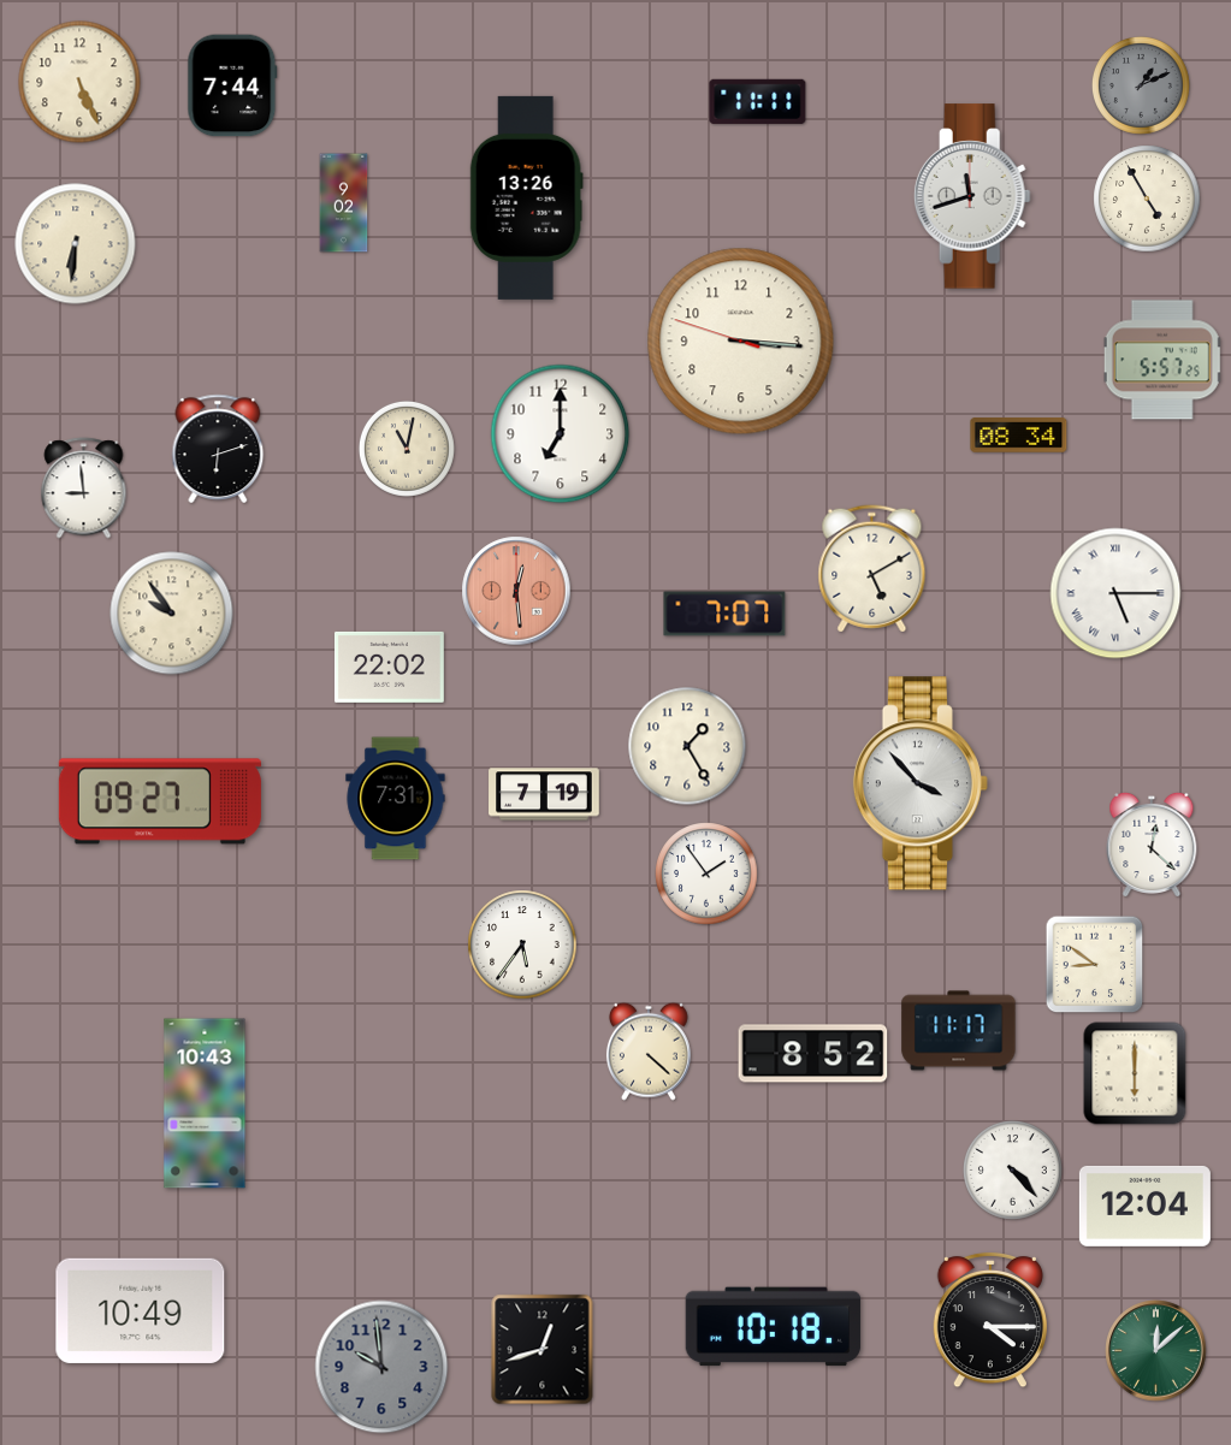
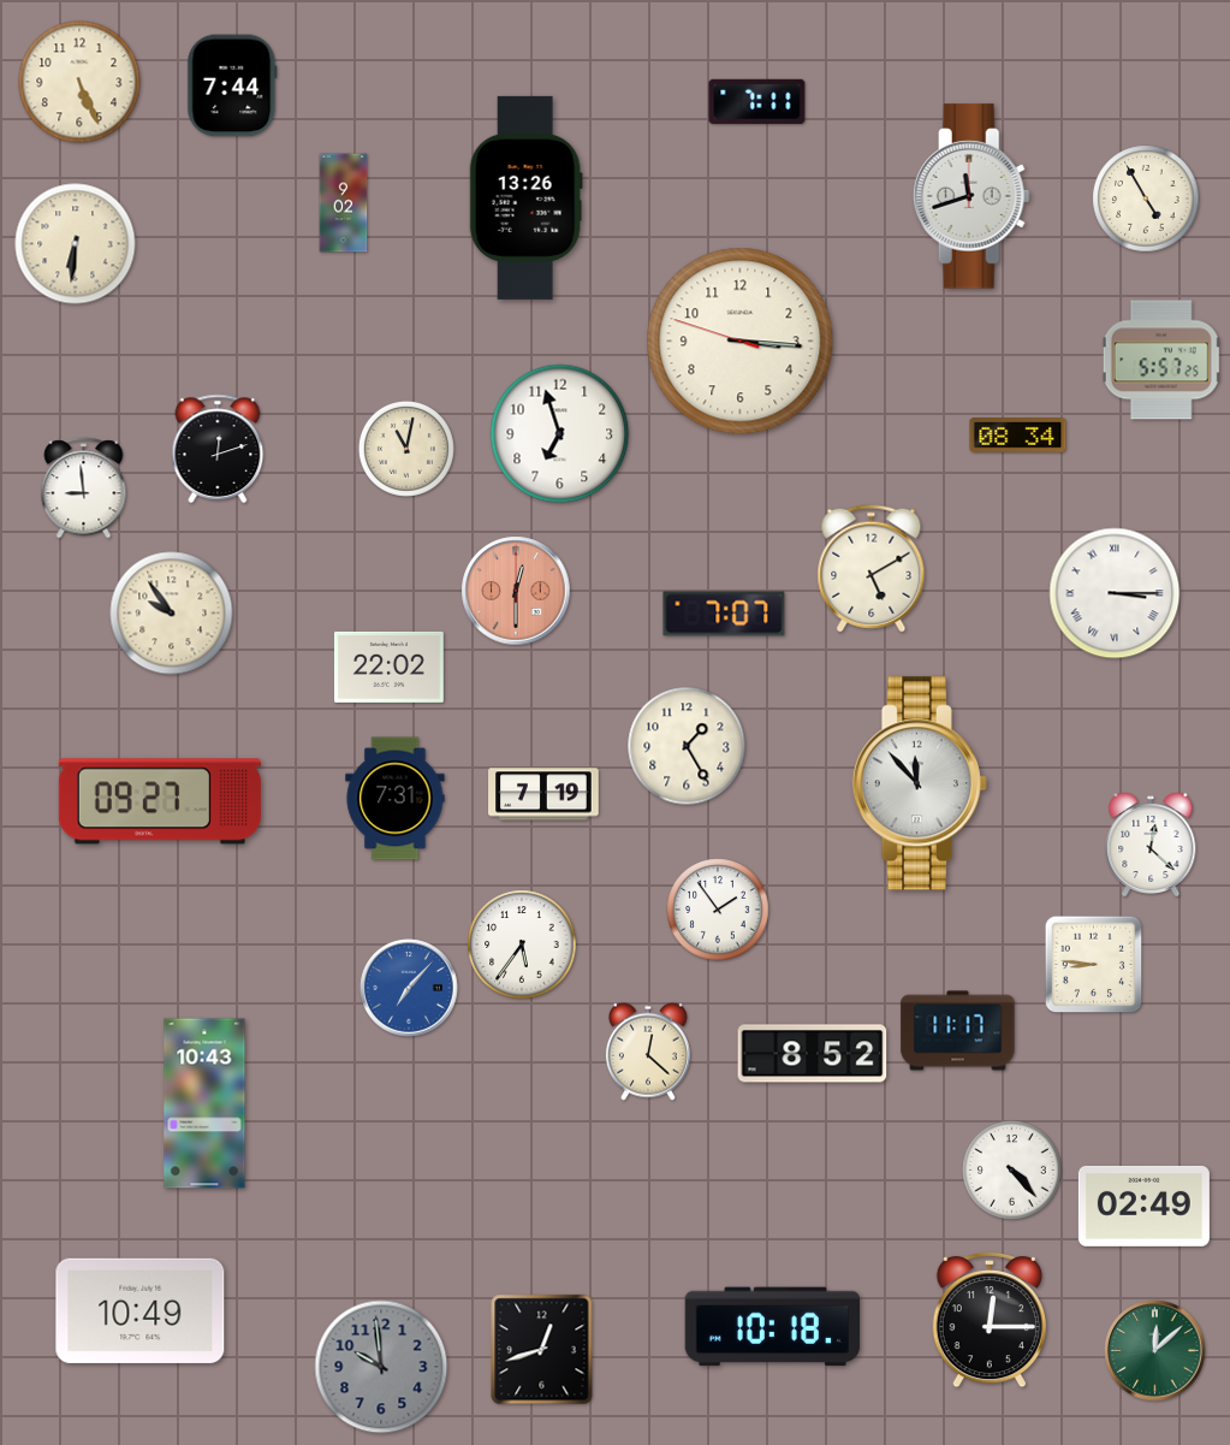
clock at (1141, 85): 1:11 -> none
clock at (758, 101): 11:11 -> 7:11
clock at (561, 434): 7:00 -> 6:57
clock at (218, 449): 6:12 -> 12:12
clock at (516, 591): 12:29 -> 12:30
clock at (1115, 593): 5:15 -> 3:15
clock at (921, 783): 3:53 -> 11:53
clock at (706, 873) position: (706, 873) -> (718, 910)
clock at (1095, 965): 8:51 -> 8:46
clock at (409, 988): none -> 7:07
clock at (649, 1052): 4:22 -> 12:22
clock at (1135, 1073): 6:00 -> none
clock at (1144, 1206): 12:04 -> 02:49
clock at (990, 1320): 4:15 -> 12:15
